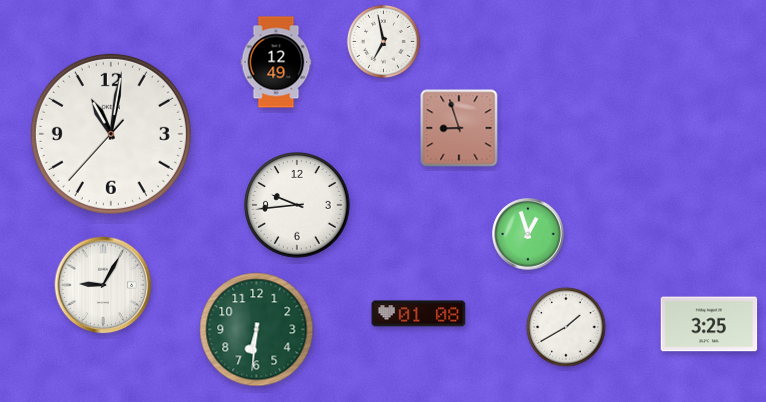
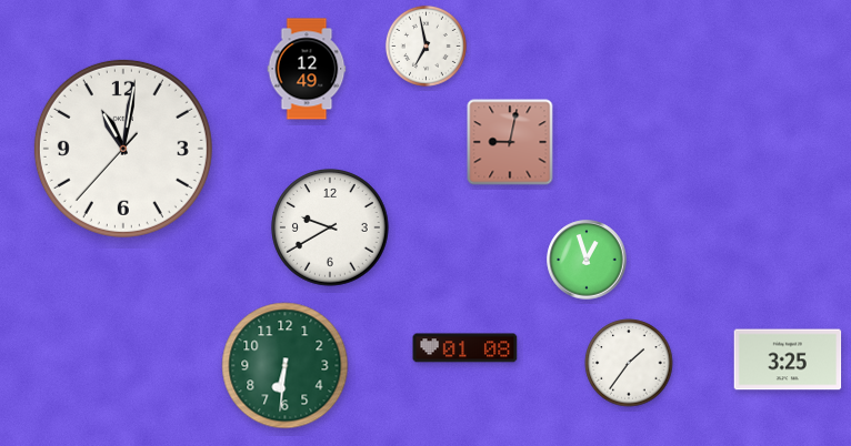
clock at (459, 128): 8:57 -> 9:02
clock at (297, 205): 9:44 -> 9:40
clock at (103, 285): 9:05 -> none
clock at (566, 327): 1:40 -> 1:36
